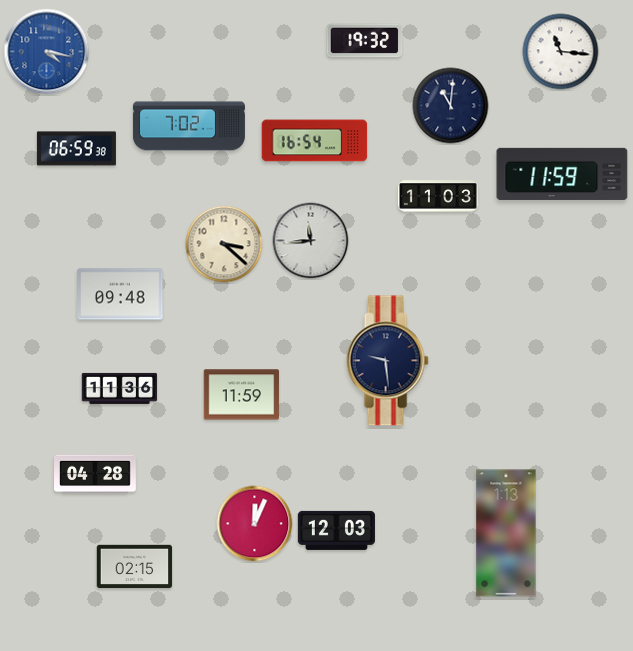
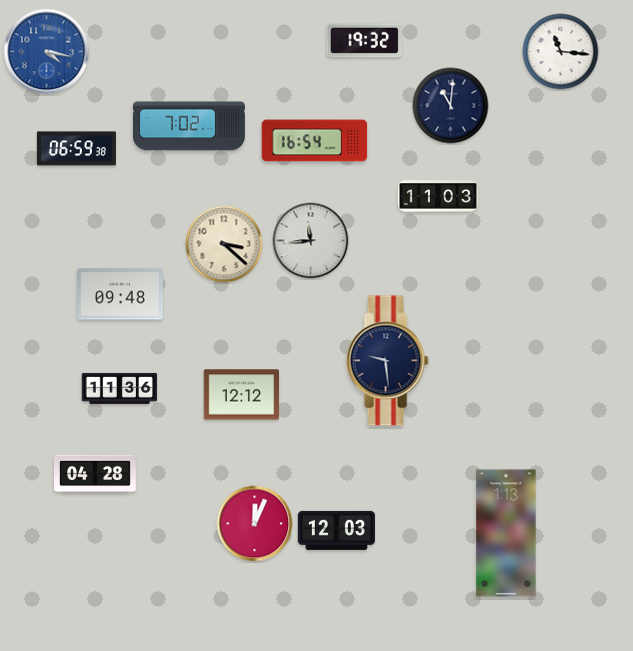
clock at (562, 174): 11:59 -> none
clock at (242, 395): 11:59 -> 12:12
clock at (135, 567): 02:15 -> none
